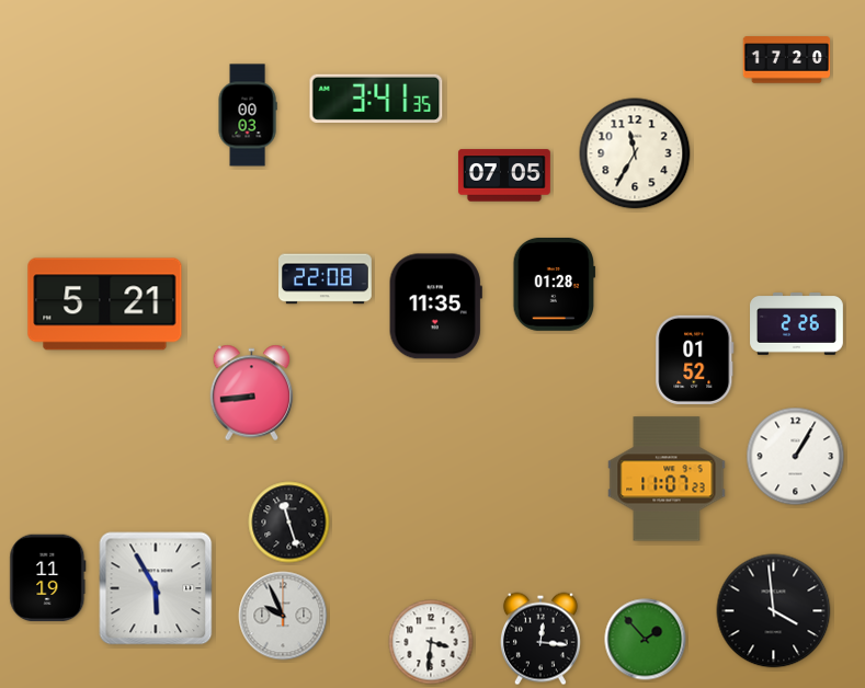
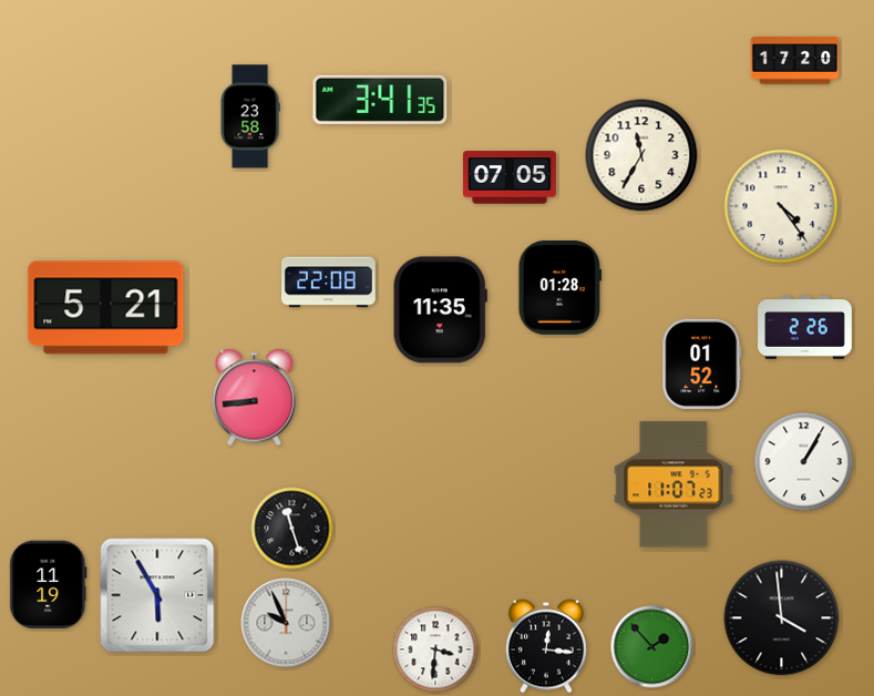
clock at (248, 115): 00:03 -> 23:58
clock at (781, 206): none -> 4:24
